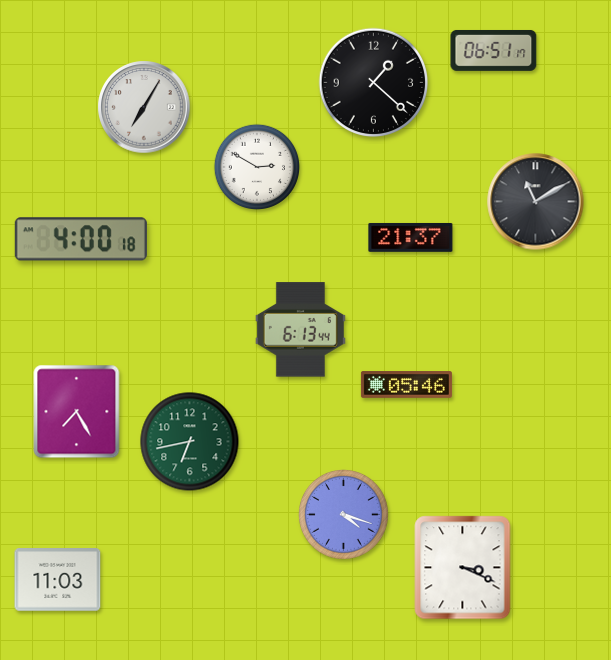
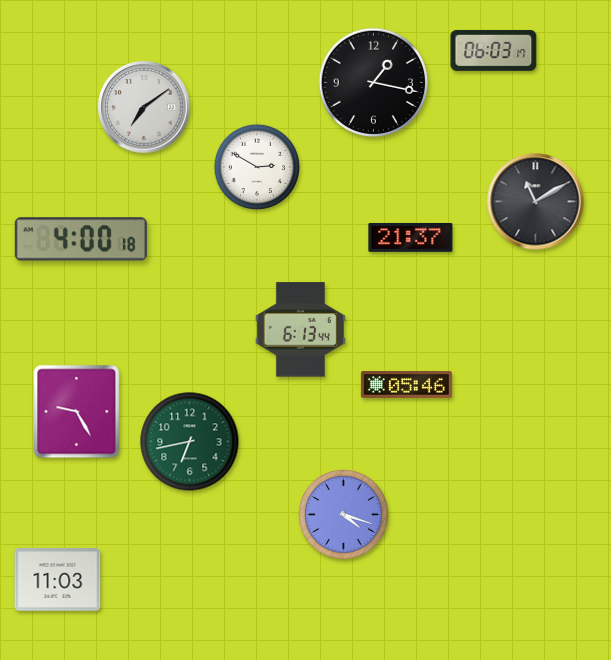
clock at (494, 50): 06:51 -> 06:03
clock at (374, 83): 1:22 -> 1:17
clock at (144, 107): 7:05 -> 7:09
clock at (77, 412): 7:25 -> 9:25
clock at (463, 568): 3:19 -> none
